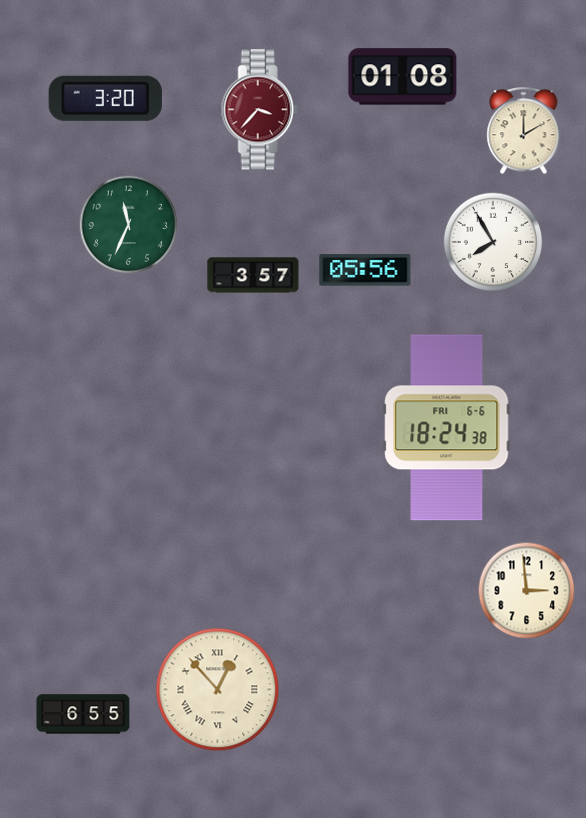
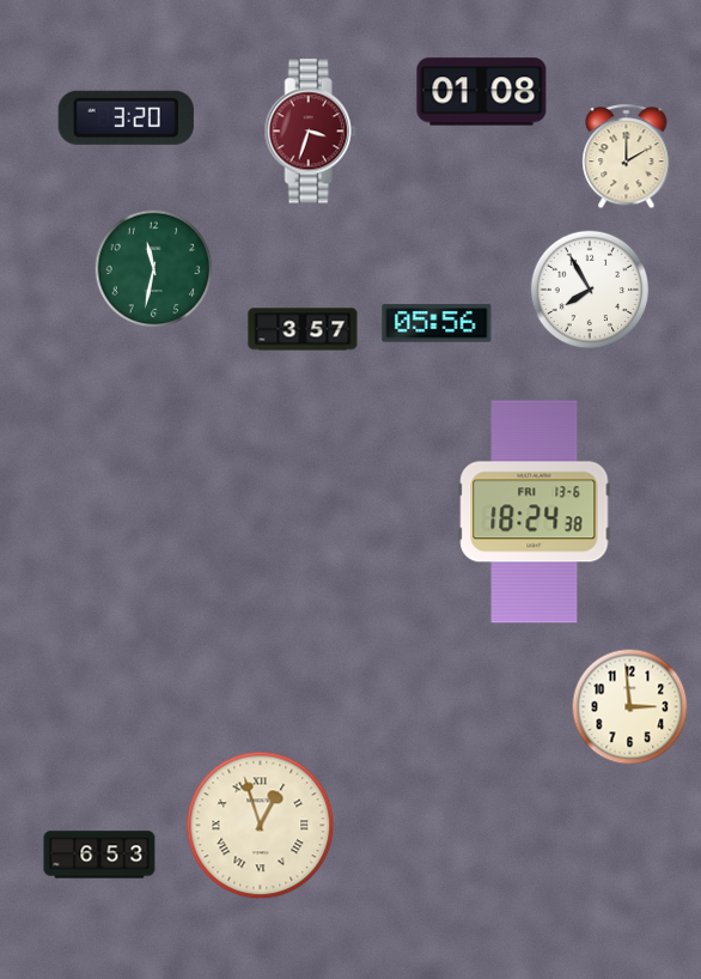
clock at (259, 110): 3:37 -> 3:33
clock at (129, 225): 11:34 -> 11:32
clock at (447, 428) date: FRI 6-6 -> FRI 13-6
clock at (218, 690): 12:53 -> 12:57
clock at (83, 714): 6:55 -> 6:53
